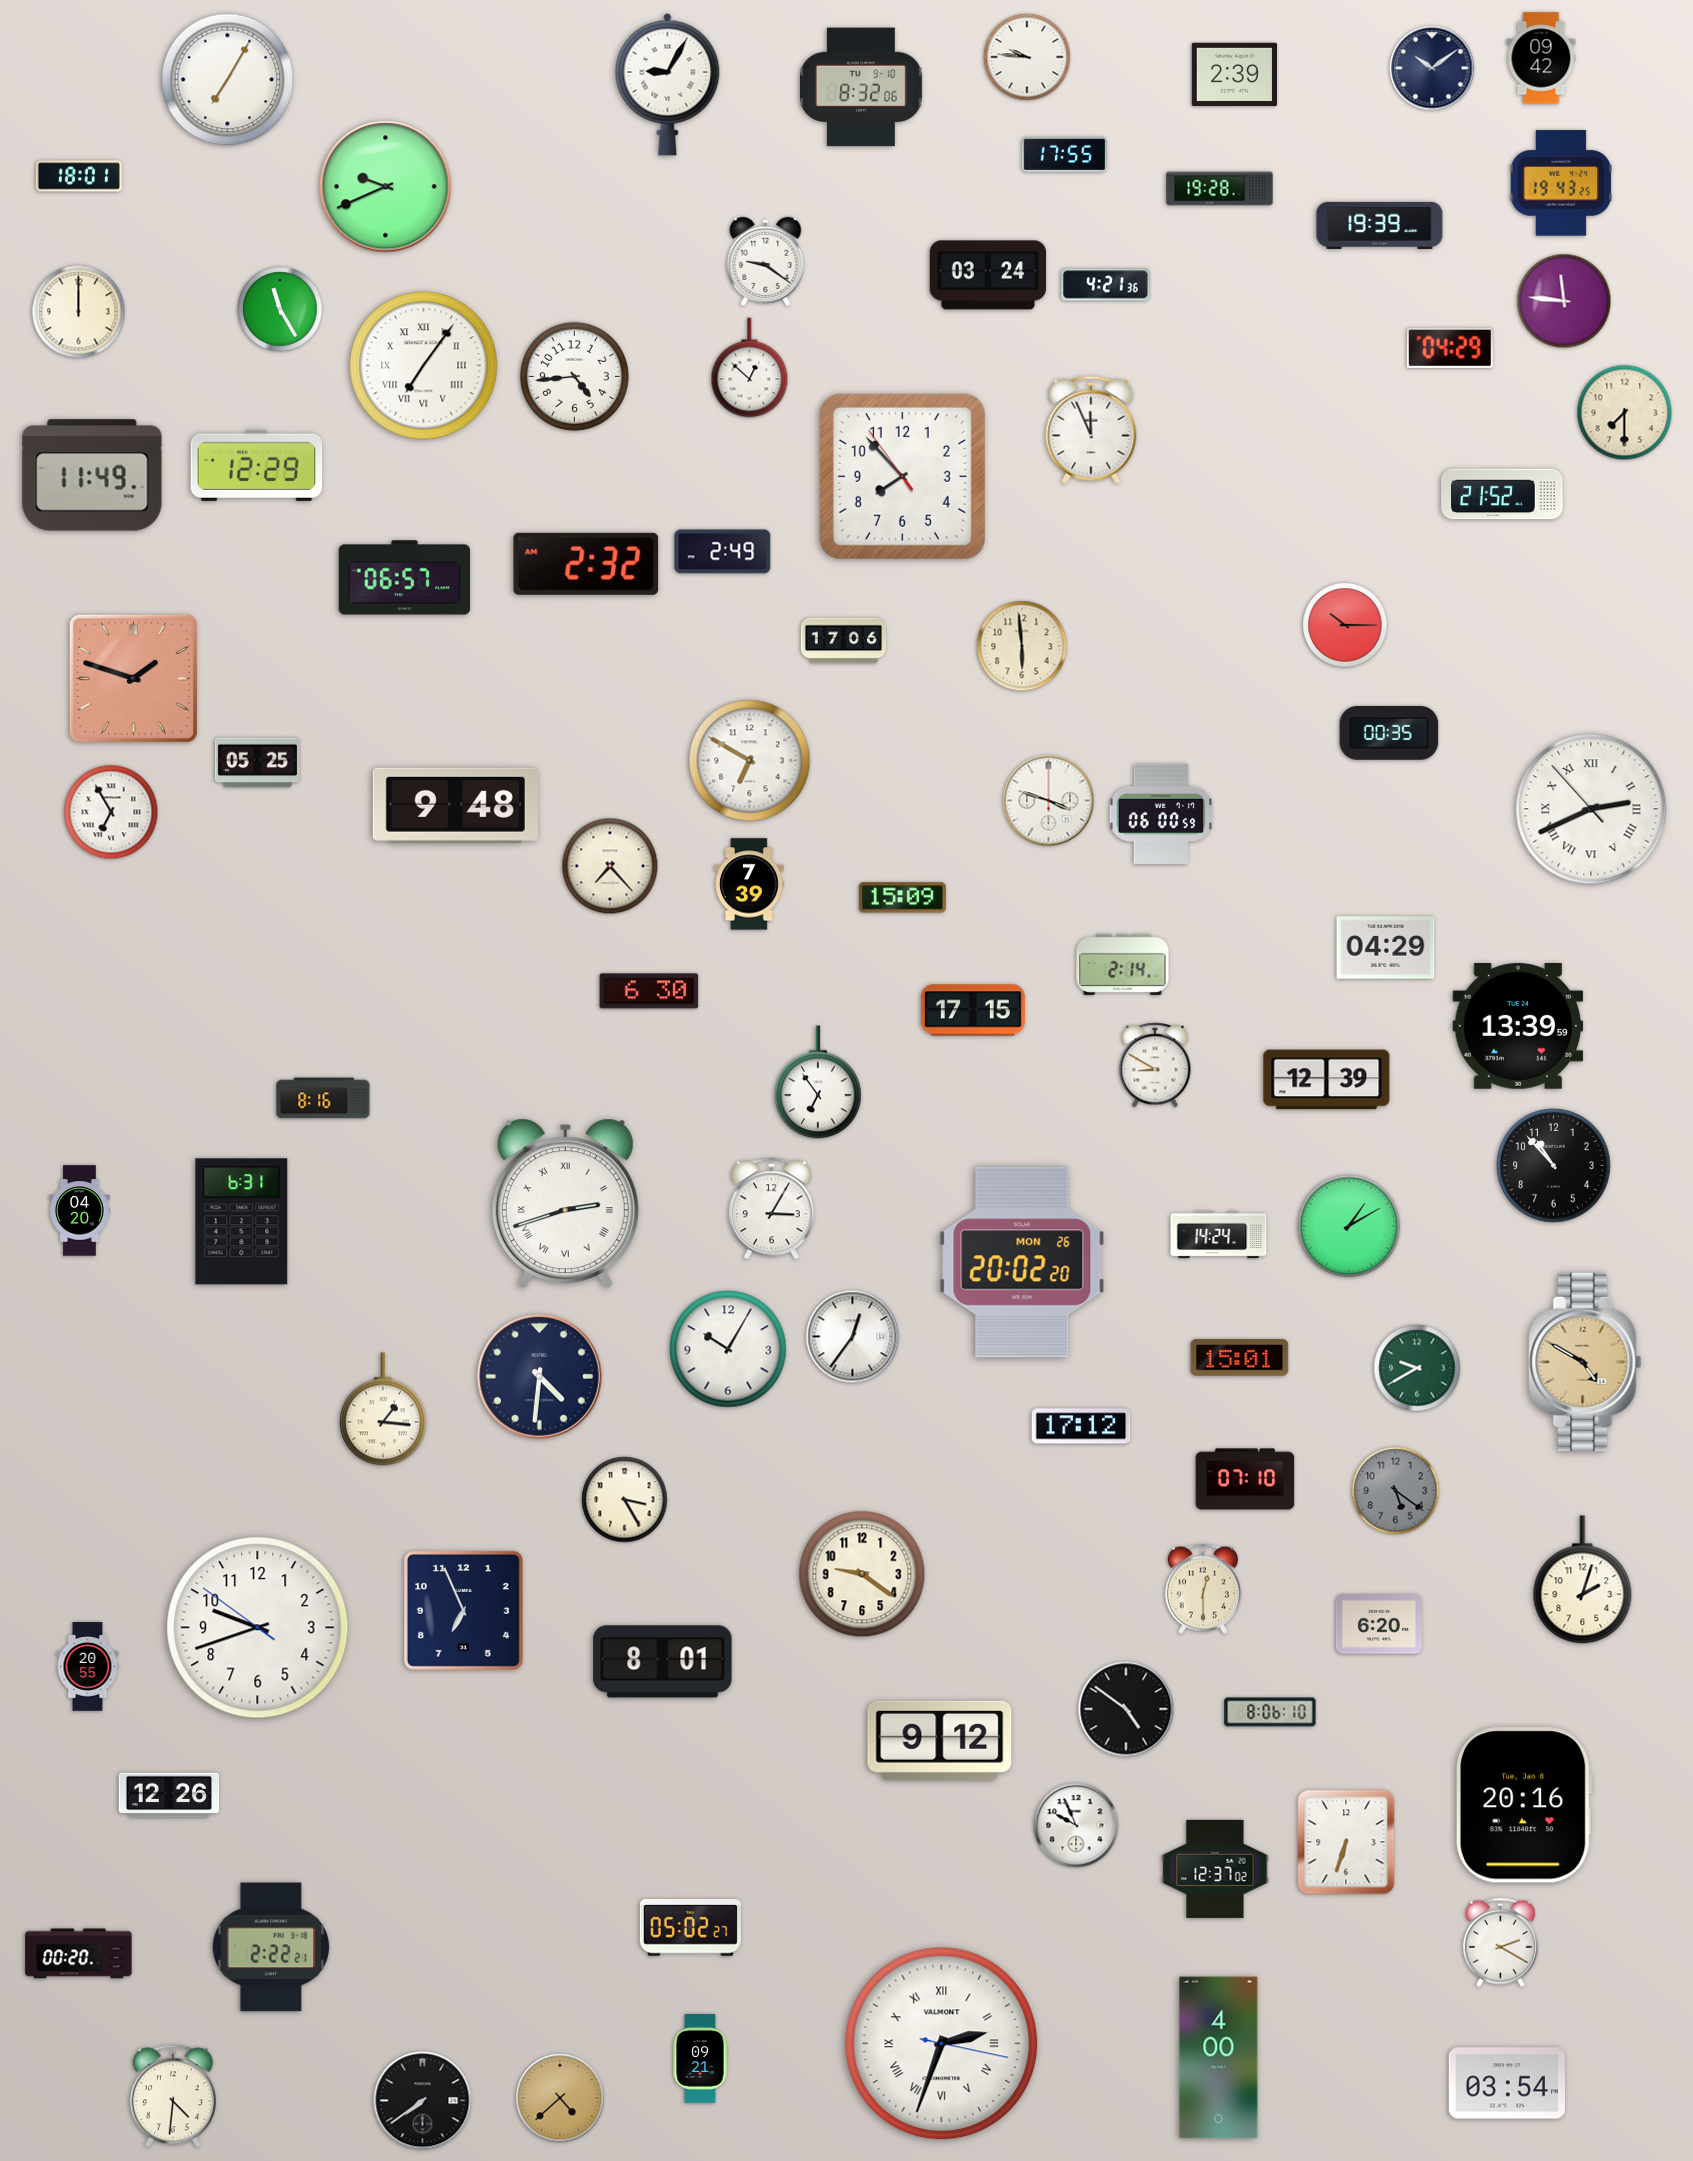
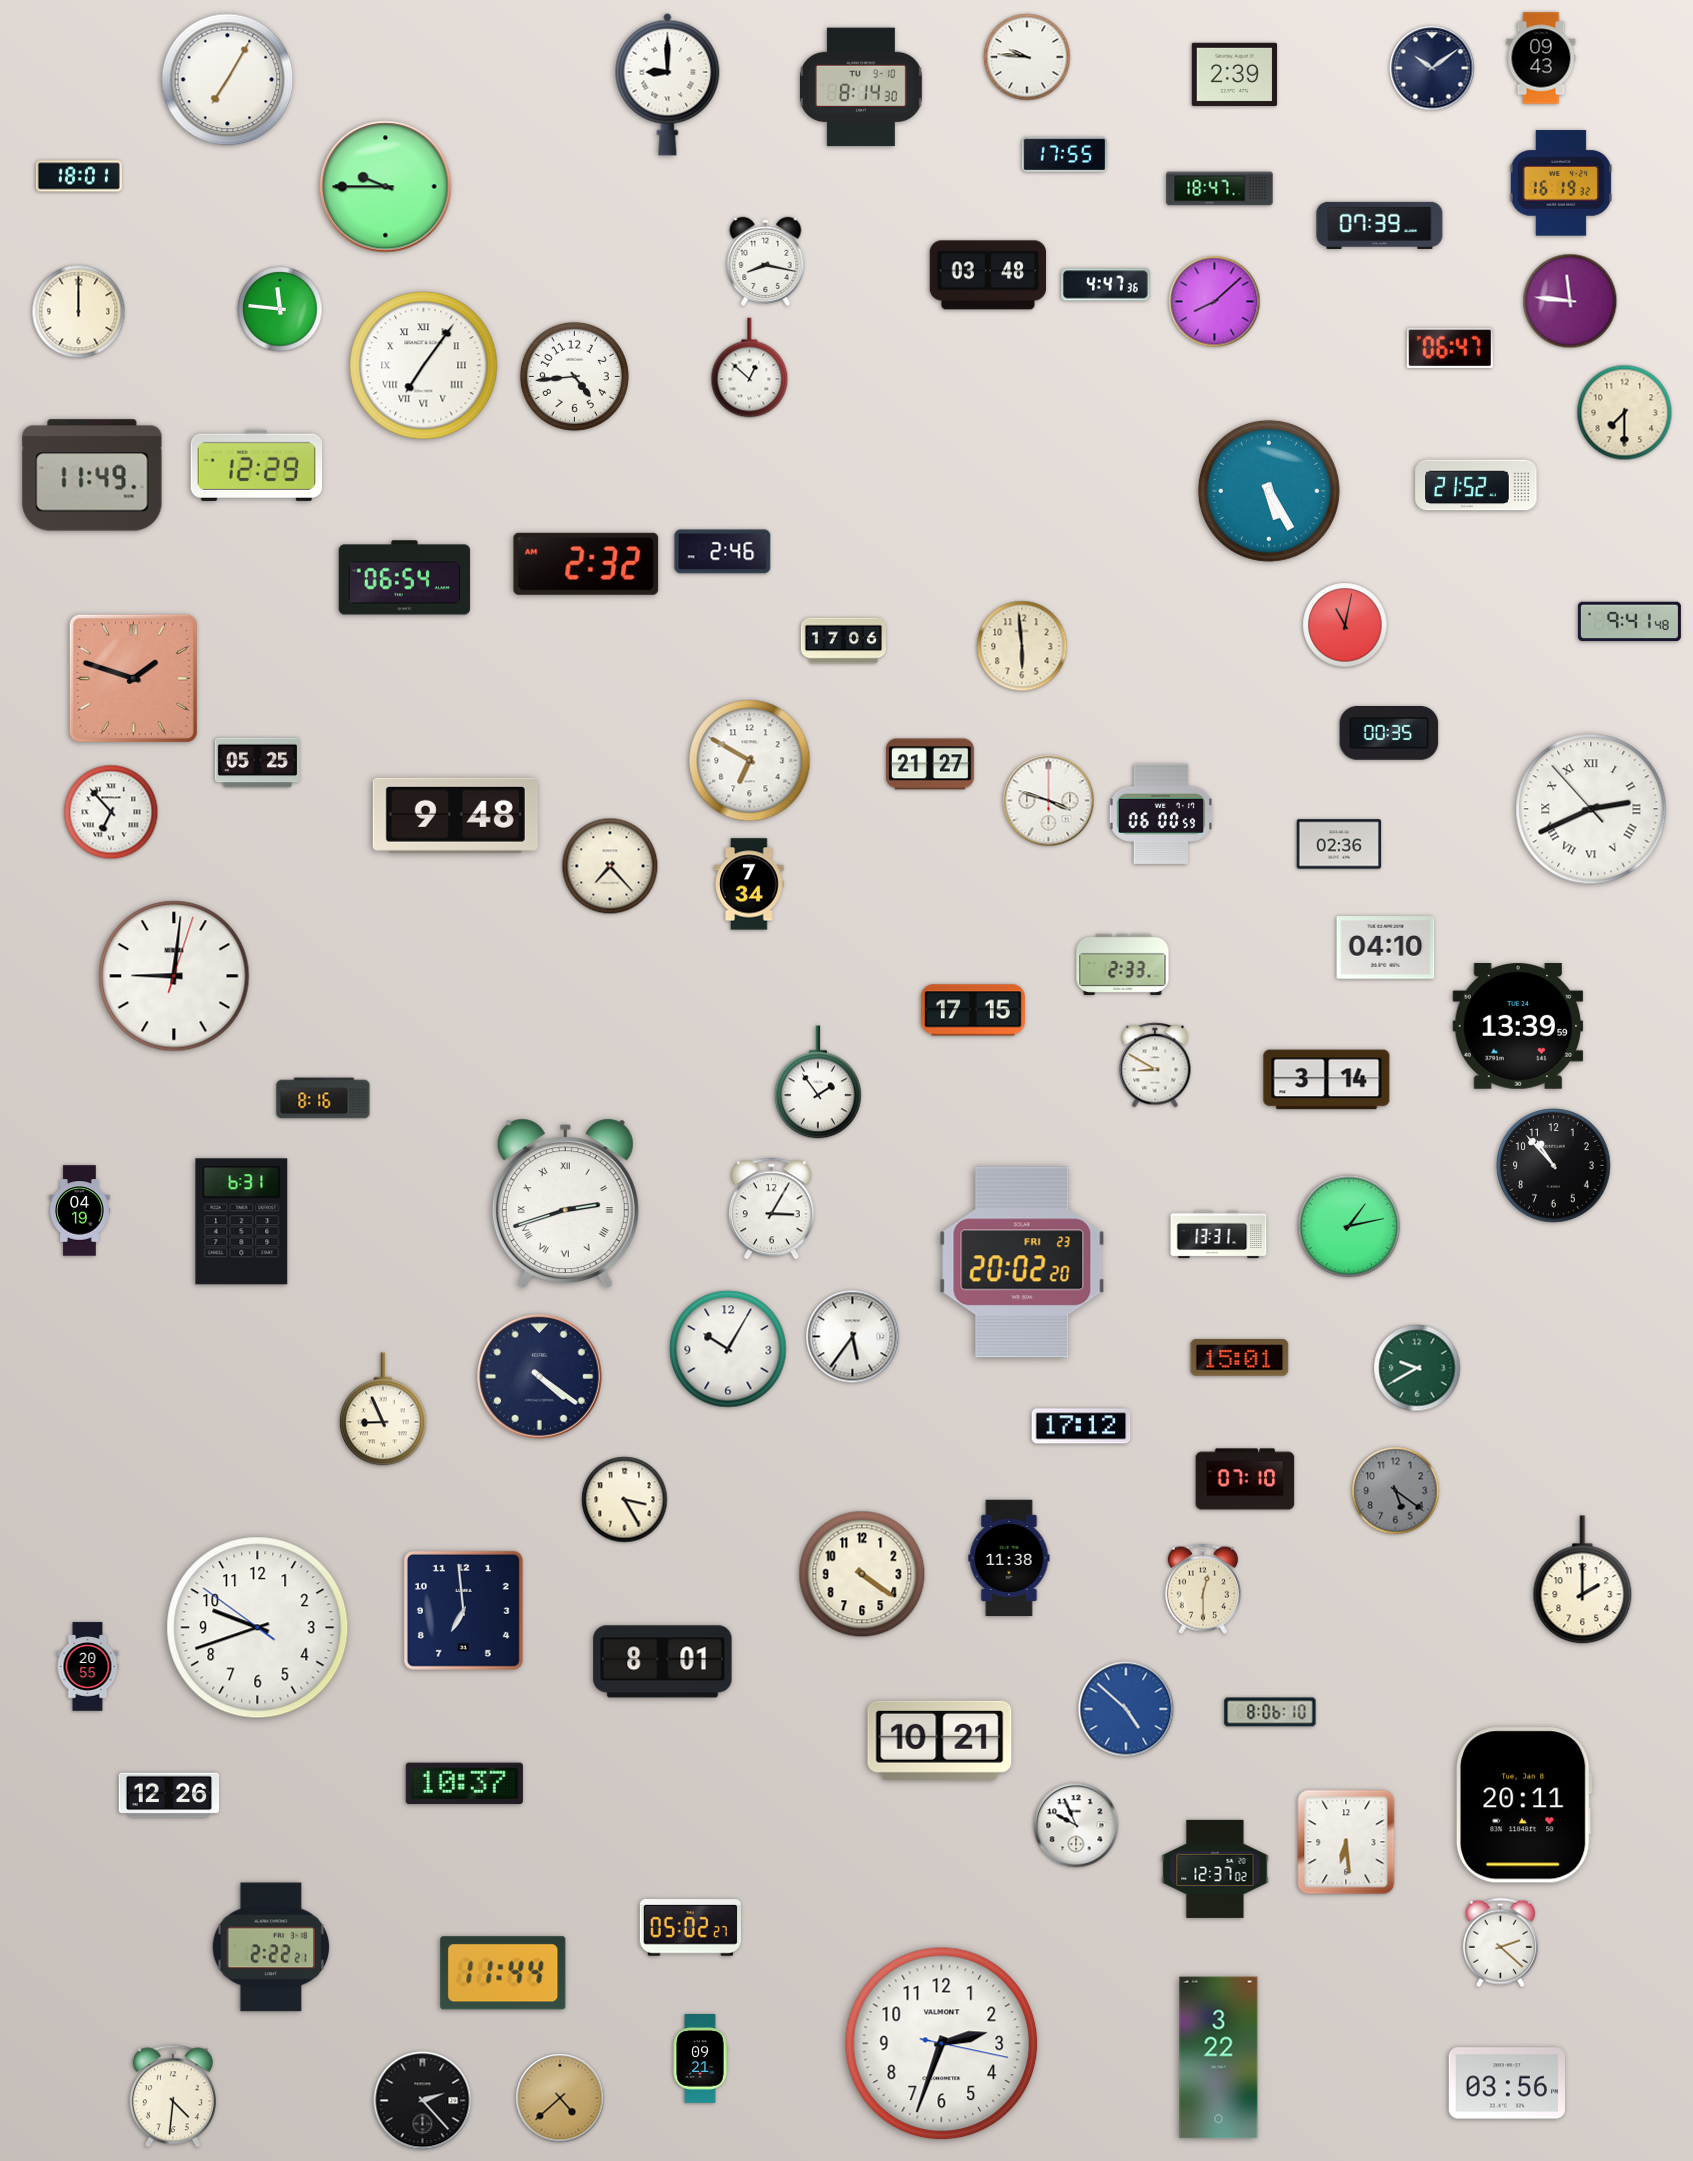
clock at (1541, 58): 09:42 -> 09:43
clock at (668, 84): 9:05 -> 9:00
clock at (861, 87): 8:32 -> 8:14
clock at (1560, 183): 19:43 -> 16:19
clock at (386, 187): 9:41 -> 9:45
clock at (1220, 189): 19:28 -> 18:47
clock at (1380, 225): 19:39 -> 07:39
clock at (766, 261): 9:21 -> 8:17
clock at (987, 275): 03:24 -> 03:48
clock at (1106, 285): 4:21 -> 4:47
clock at (1564, 301) position: (1564, 301) -> (1570, 301)
clock at (1215, 302): none -> 8:08
clock at (280, 309): 11:25 -> 11:46
clock at (1450, 348): 04:29 -> 06:47
clock at (1091, 430): 11:56 -> none
clock at (902, 476): 7:52 -> none
clock at (1269, 491): none -> 5:25
clock at (1502, 494) position: (1502, 494) -> (1476, 485)
clock at (723, 552): 2:49 -> 2:46
clock at (405, 578): 06:57 -> 06:54
clock at (1629, 622): none -> 9:41
clock at (1345, 625): 10:15 -> 11:02
clock at (930, 764): none -> 21:27
clock at (455, 805) position: (455, 805) -> (455, 815)
clock at (111, 812): 6:55 -> 6:53
clock at (1339, 844): none -> 02:36
clock at (749, 884): 7:39 -> 7:34
clock at (902, 898): 15:09 -> none
clock at (1386, 948): 04:29 -> 04:10
clock at (1123, 964): 2:14 -> 2:33
clock at (174, 976): none -> 9:01
clock at (649, 991): 6:30 -> none
clock at (1327, 1080): 12:39 -> 3:14
clock at (819, 1082): 6:54 -> 1:54
clock at (80, 1211): 04:20 -> 04:19
clock at (1349, 1226): 1:10 -> 1:13
clock at (1219, 1235): 14:24 -> 13:31
clock at (1022, 1262) date: MON 26 -> FRI 23
clock at (853, 1337): 12:36 -> 5:36
clock at (1585, 1361): 4:50 -> none
clock at (539, 1376): 4:31 -> 4:21
clock at (384, 1409): 1:16 -> 8:56
clock at (1009, 1558): none -> 11:38
clock at (862, 1574): 9:21 -> 4:21
clock at (1583, 1580): 2:03 -> 2:00
clock at (463, 1610): 6:56 -> 6:59
clock at (1379, 1624): 6:20 -> none
clock at (1126, 1709): 4:51 -> 4:52
clock at (1126, 1709) dial: black -> blue
clock at (940, 1740): 9:12 -> 10:21
clock at (464, 1784): none -> 10:37
clock at (1524, 1805): 20:16 -> 20:11
clock at (1346, 1842): 6:33 -> 6:29
clock at (1500, 1943): 2:20 -> 2:22
clock at (79, 1954): 00:20 -> none
clock at (503, 1973): none -> 11:44
clock at (942, 2044) numerals: Roman -> Arabic
clock at (1219, 2058): 4:00 -> 3:22
clock at (1506, 2083): 03:54 -> 03:56
clock at (423, 2101): 7:39 -> 2:23
